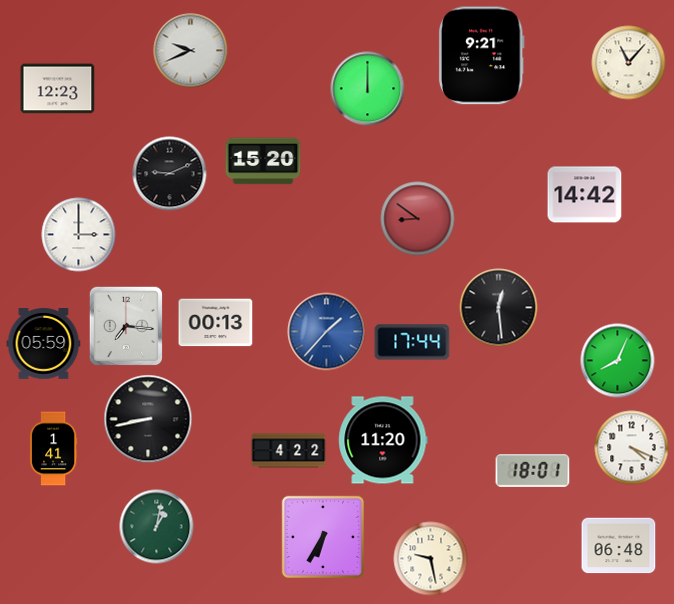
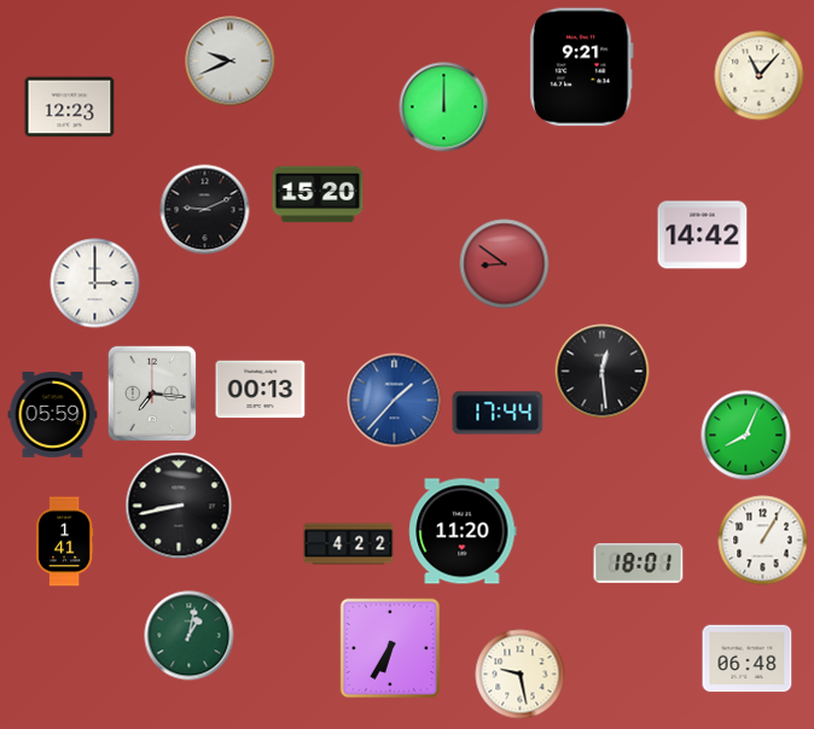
clock at (585, 195) position: (585, 195) -> (703, 235)
clock at (632, 448): 4:19 -> 1:05
clock at (533, 471) position: (533, 471) -> (639, 564)
